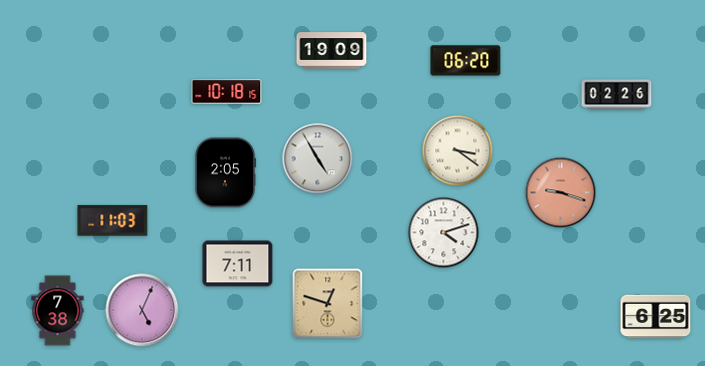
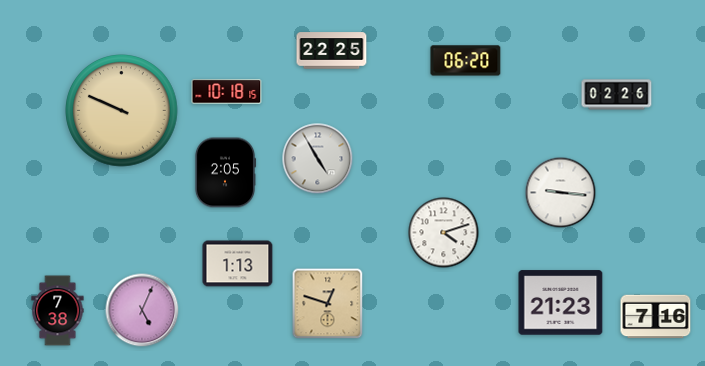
clock at (332, 51): 19:09 -> 22:25
clock at (122, 111): none -> 9:49
clock at (458, 151): 3:21 -> none
clock at (561, 193): 9:18 -> 9:16
clock at (561, 193) dial: salmon -> white
clock at (113, 221): 11:03 -> none
clock at (238, 264): 7:11 -> 1:13
clock at (561, 303): none -> 21:23
clock at (656, 317): 6:25 -> 7:16
